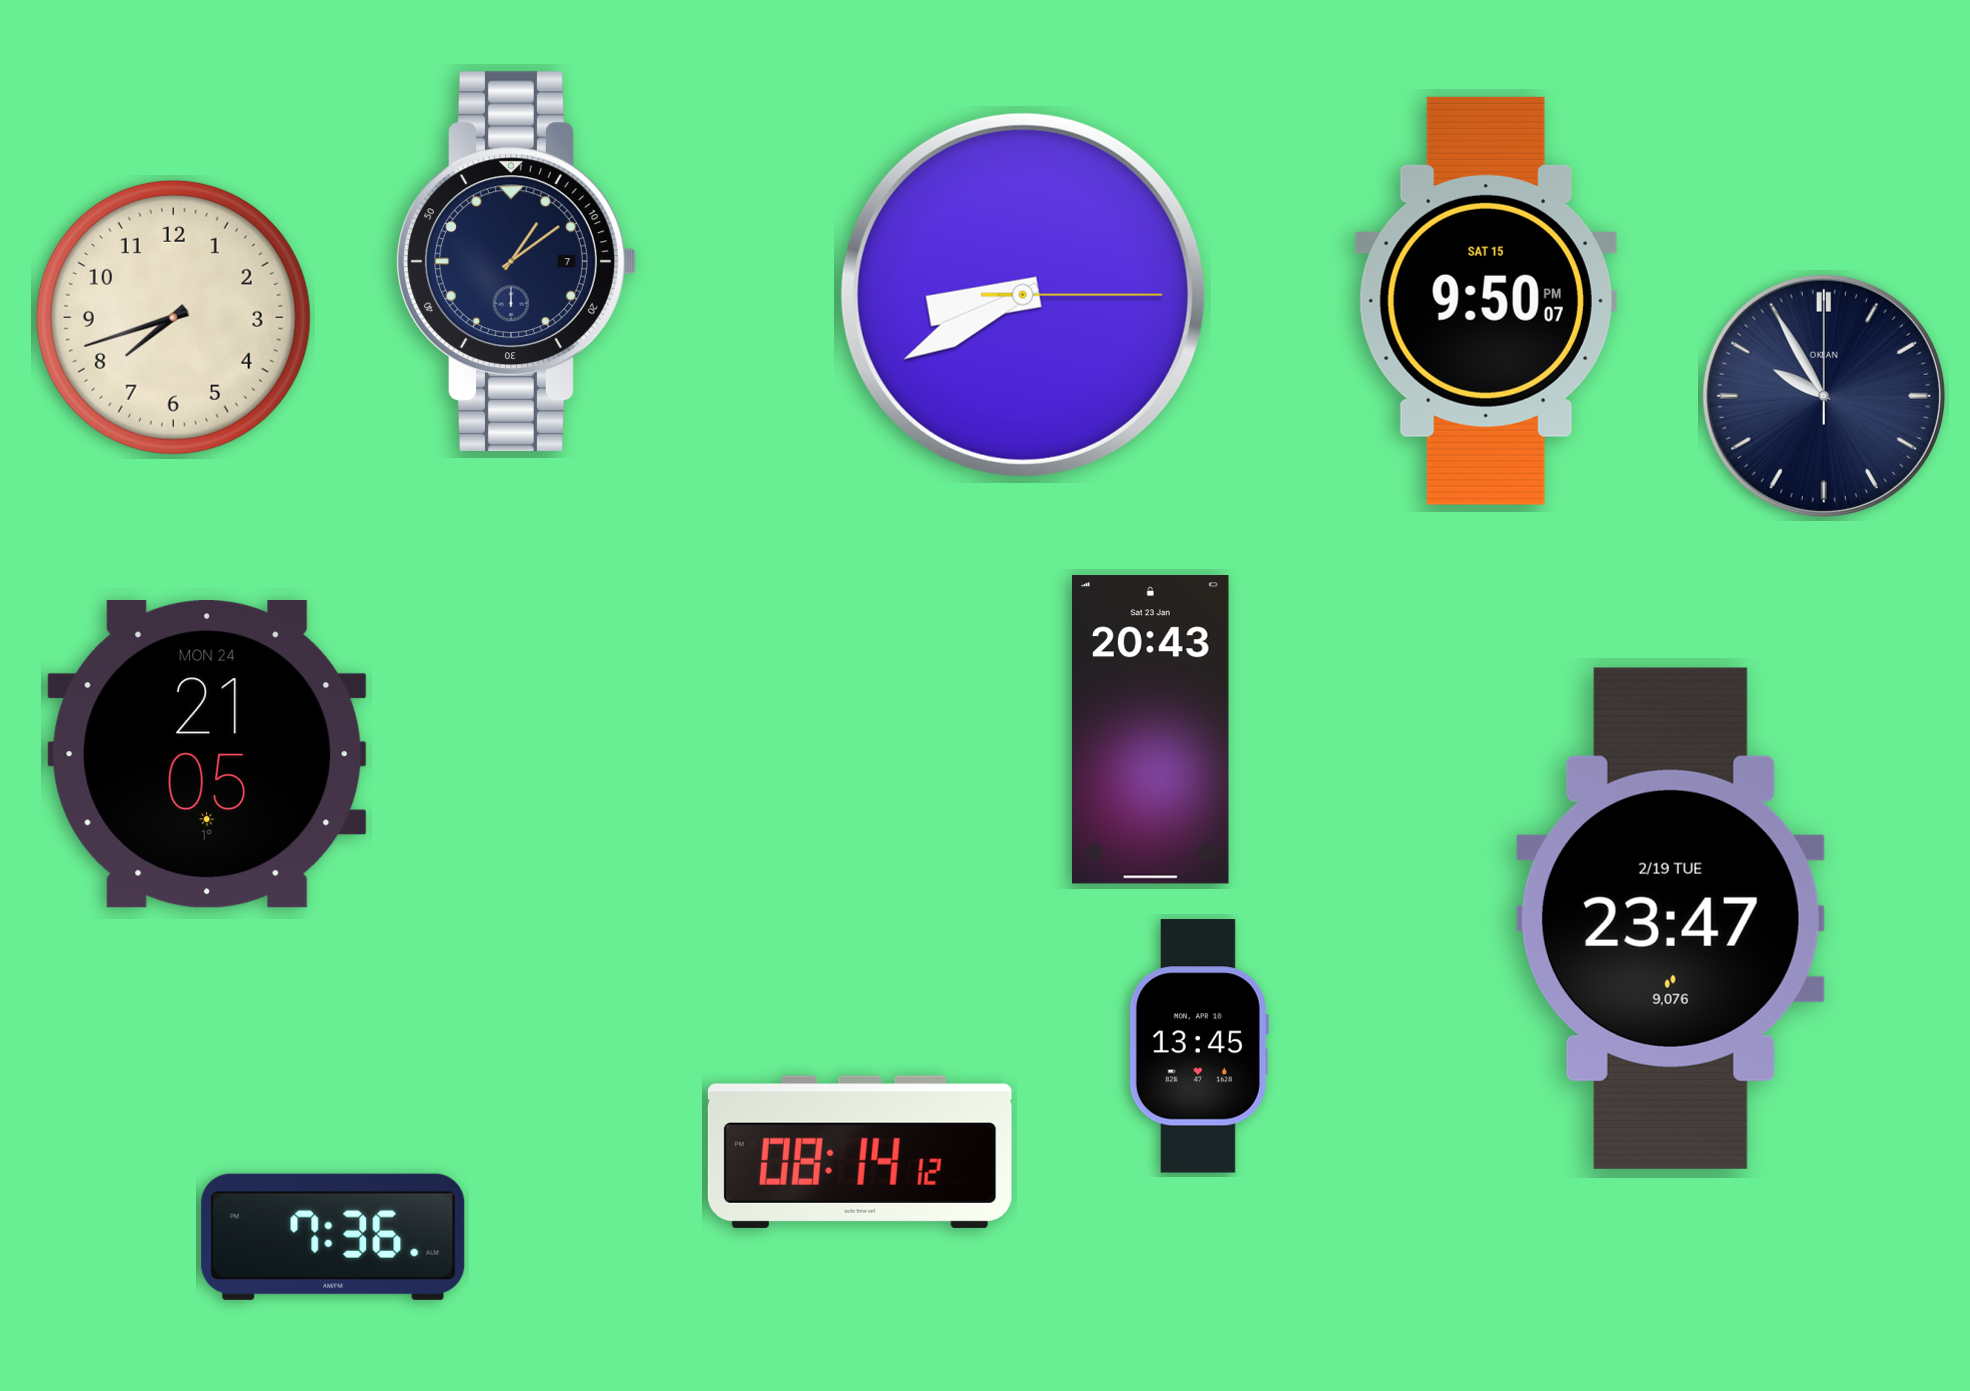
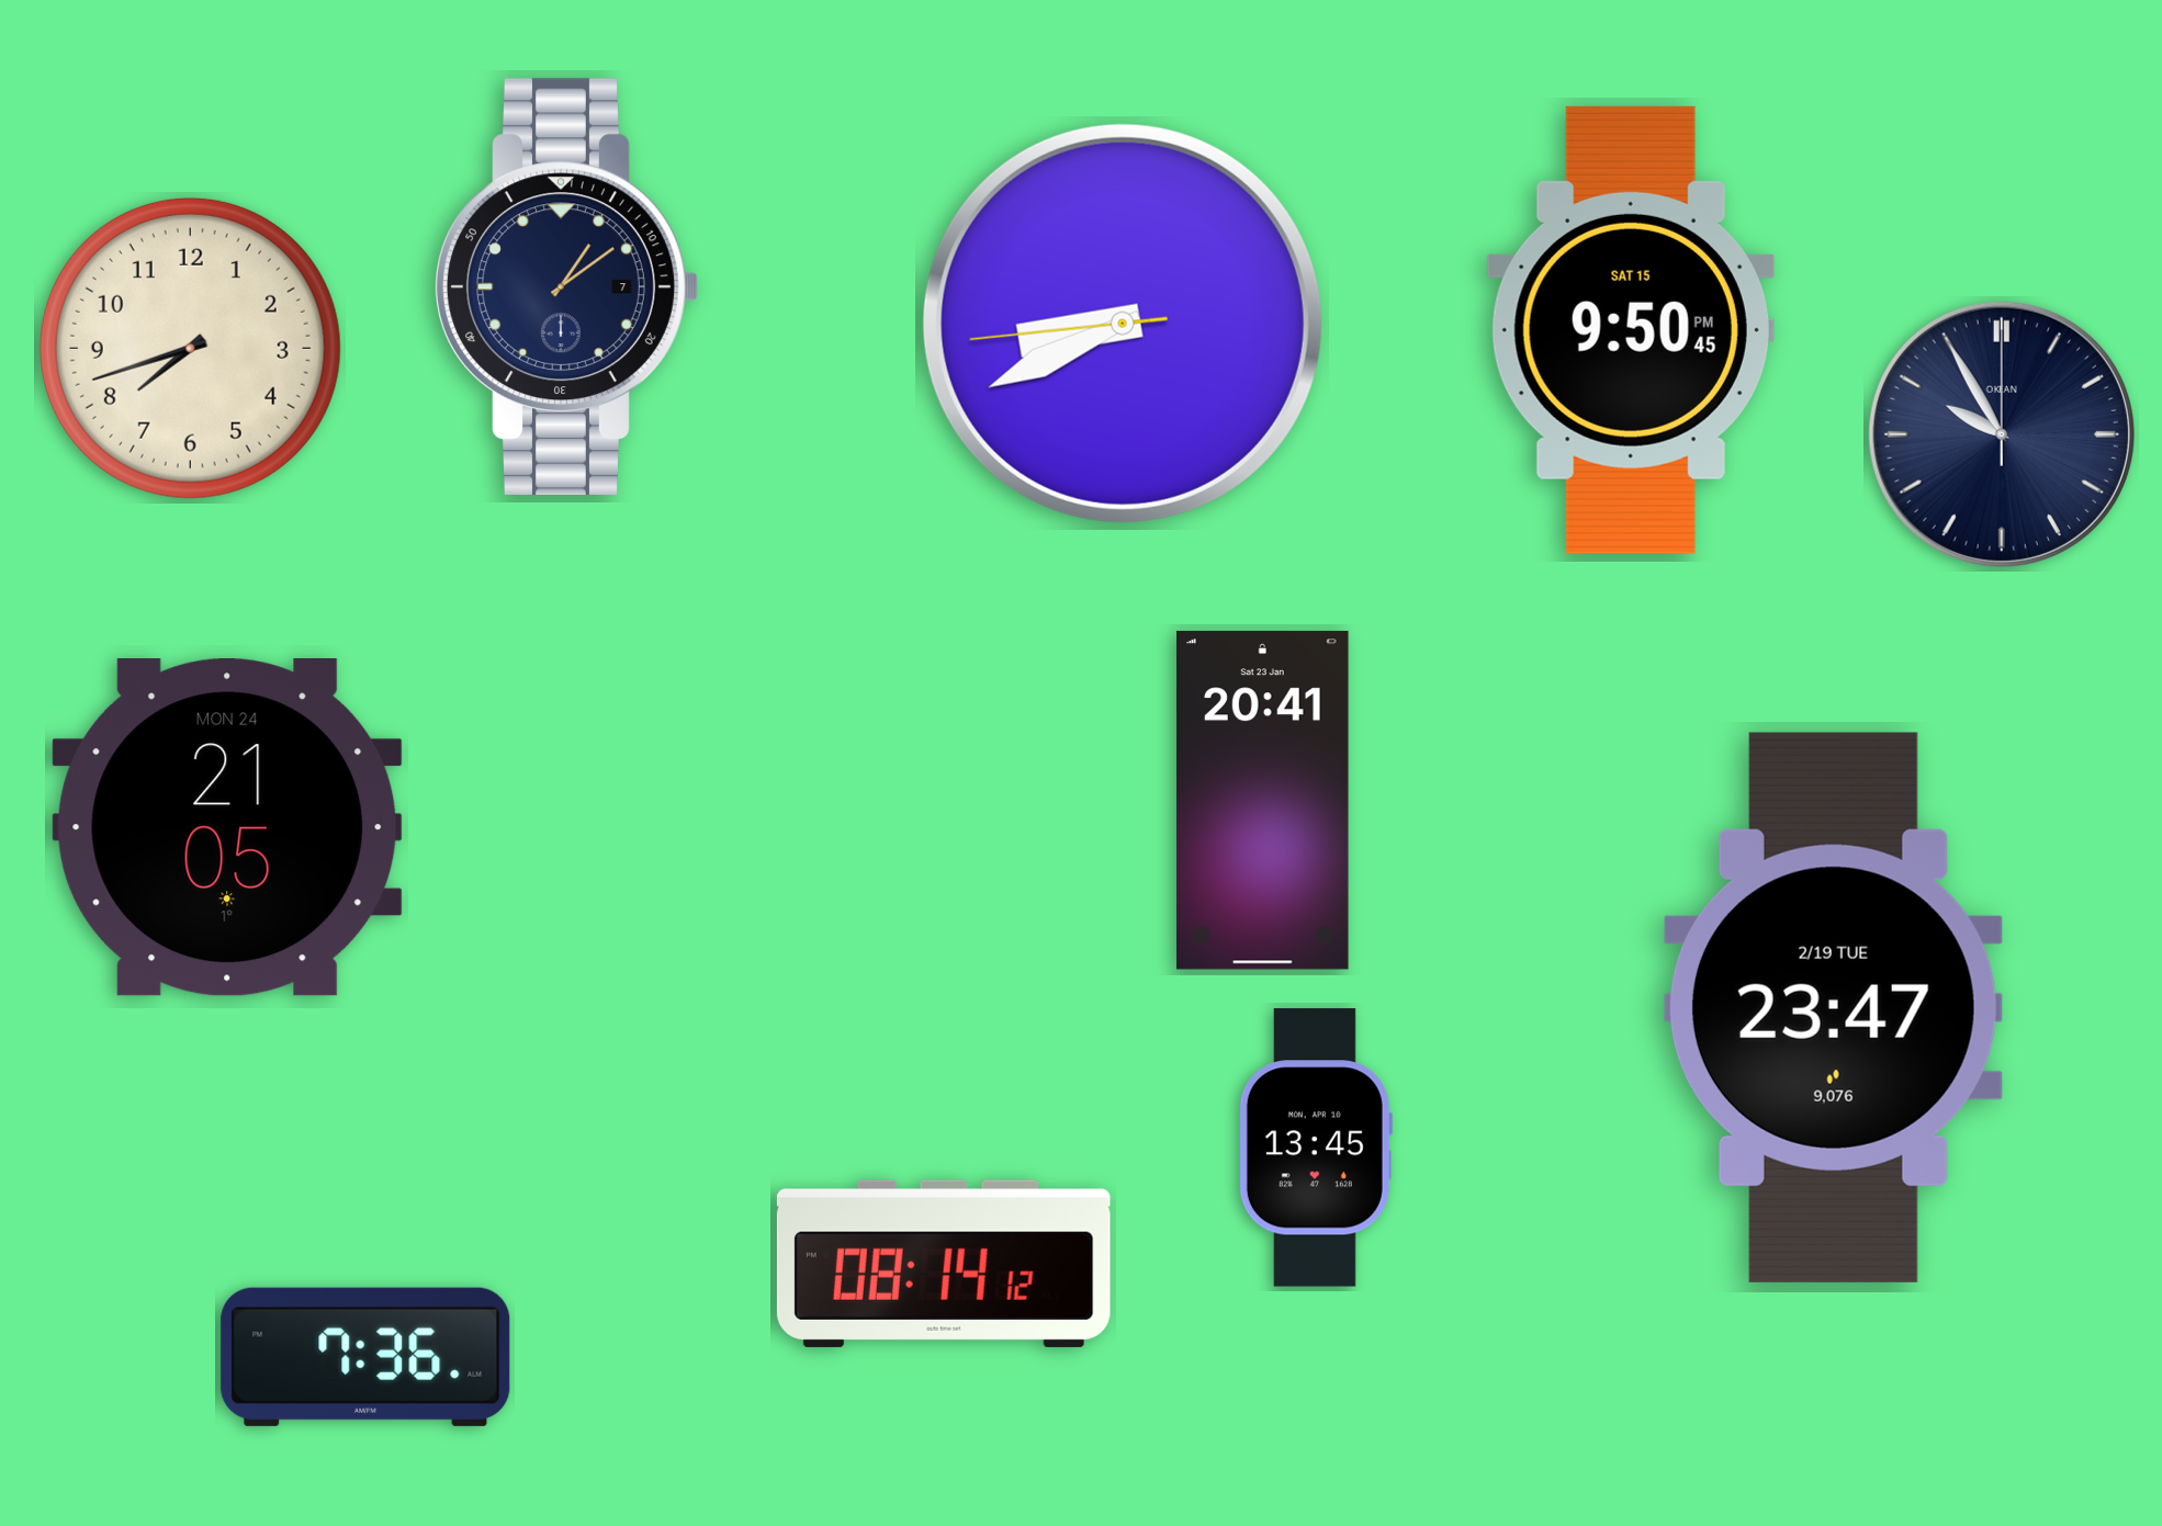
clock at (1023, 295): 8:40:15 -> 8:40:44
clock at (1486, 301): 9:50:07 PM -> 9:50:45 PM
clock at (1150, 730): 20:43 -> 20:41
